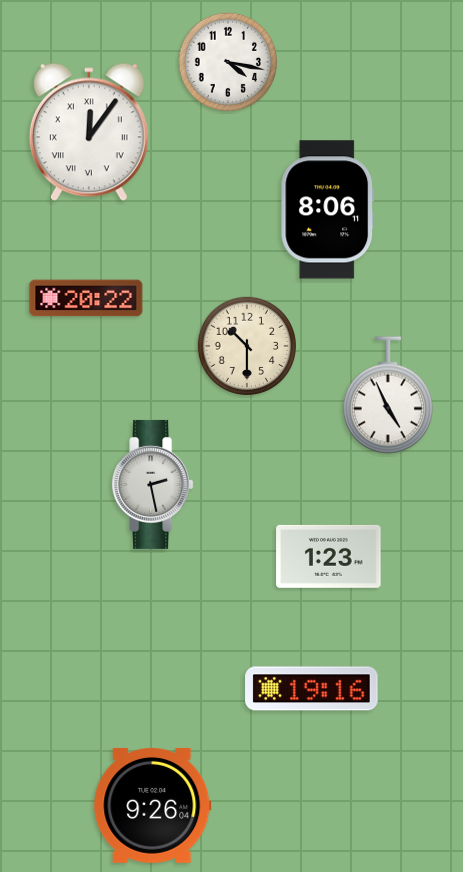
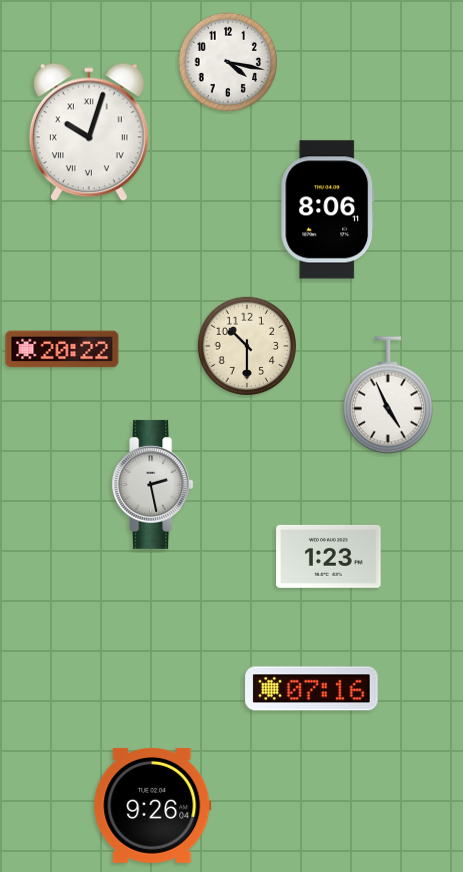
clock at (89, 132): 12:06 -> 10:03
clock at (86, 298) position: (86, 298) -> (62, 349)
clock at (312, 689): 19:16 -> 07:16
